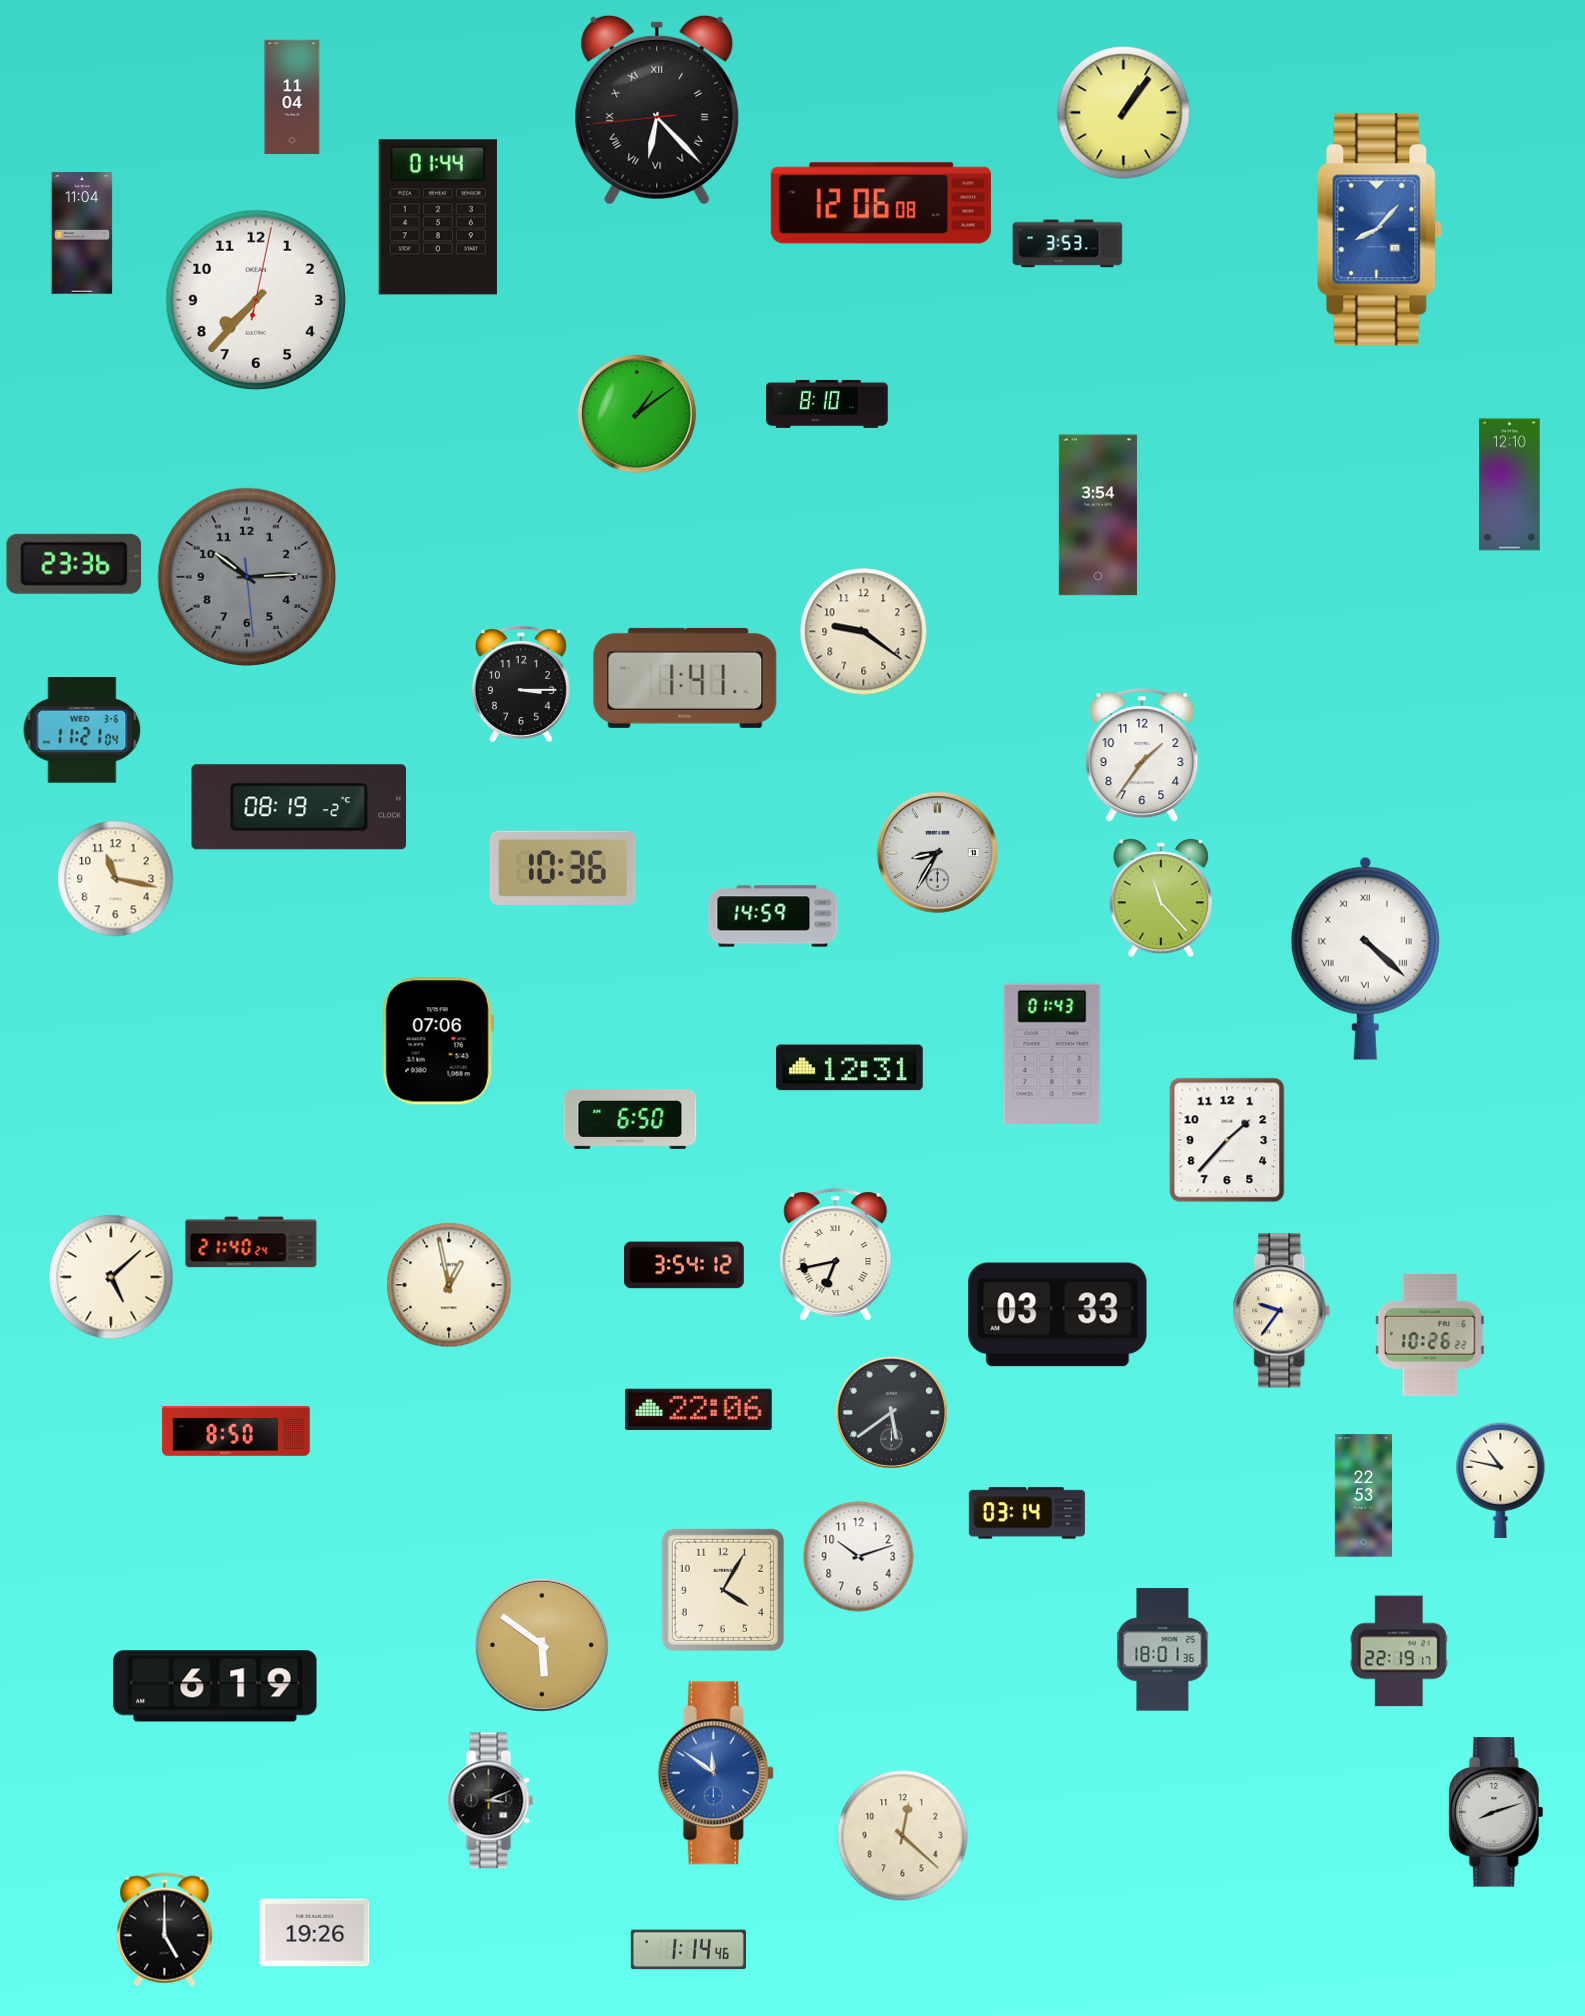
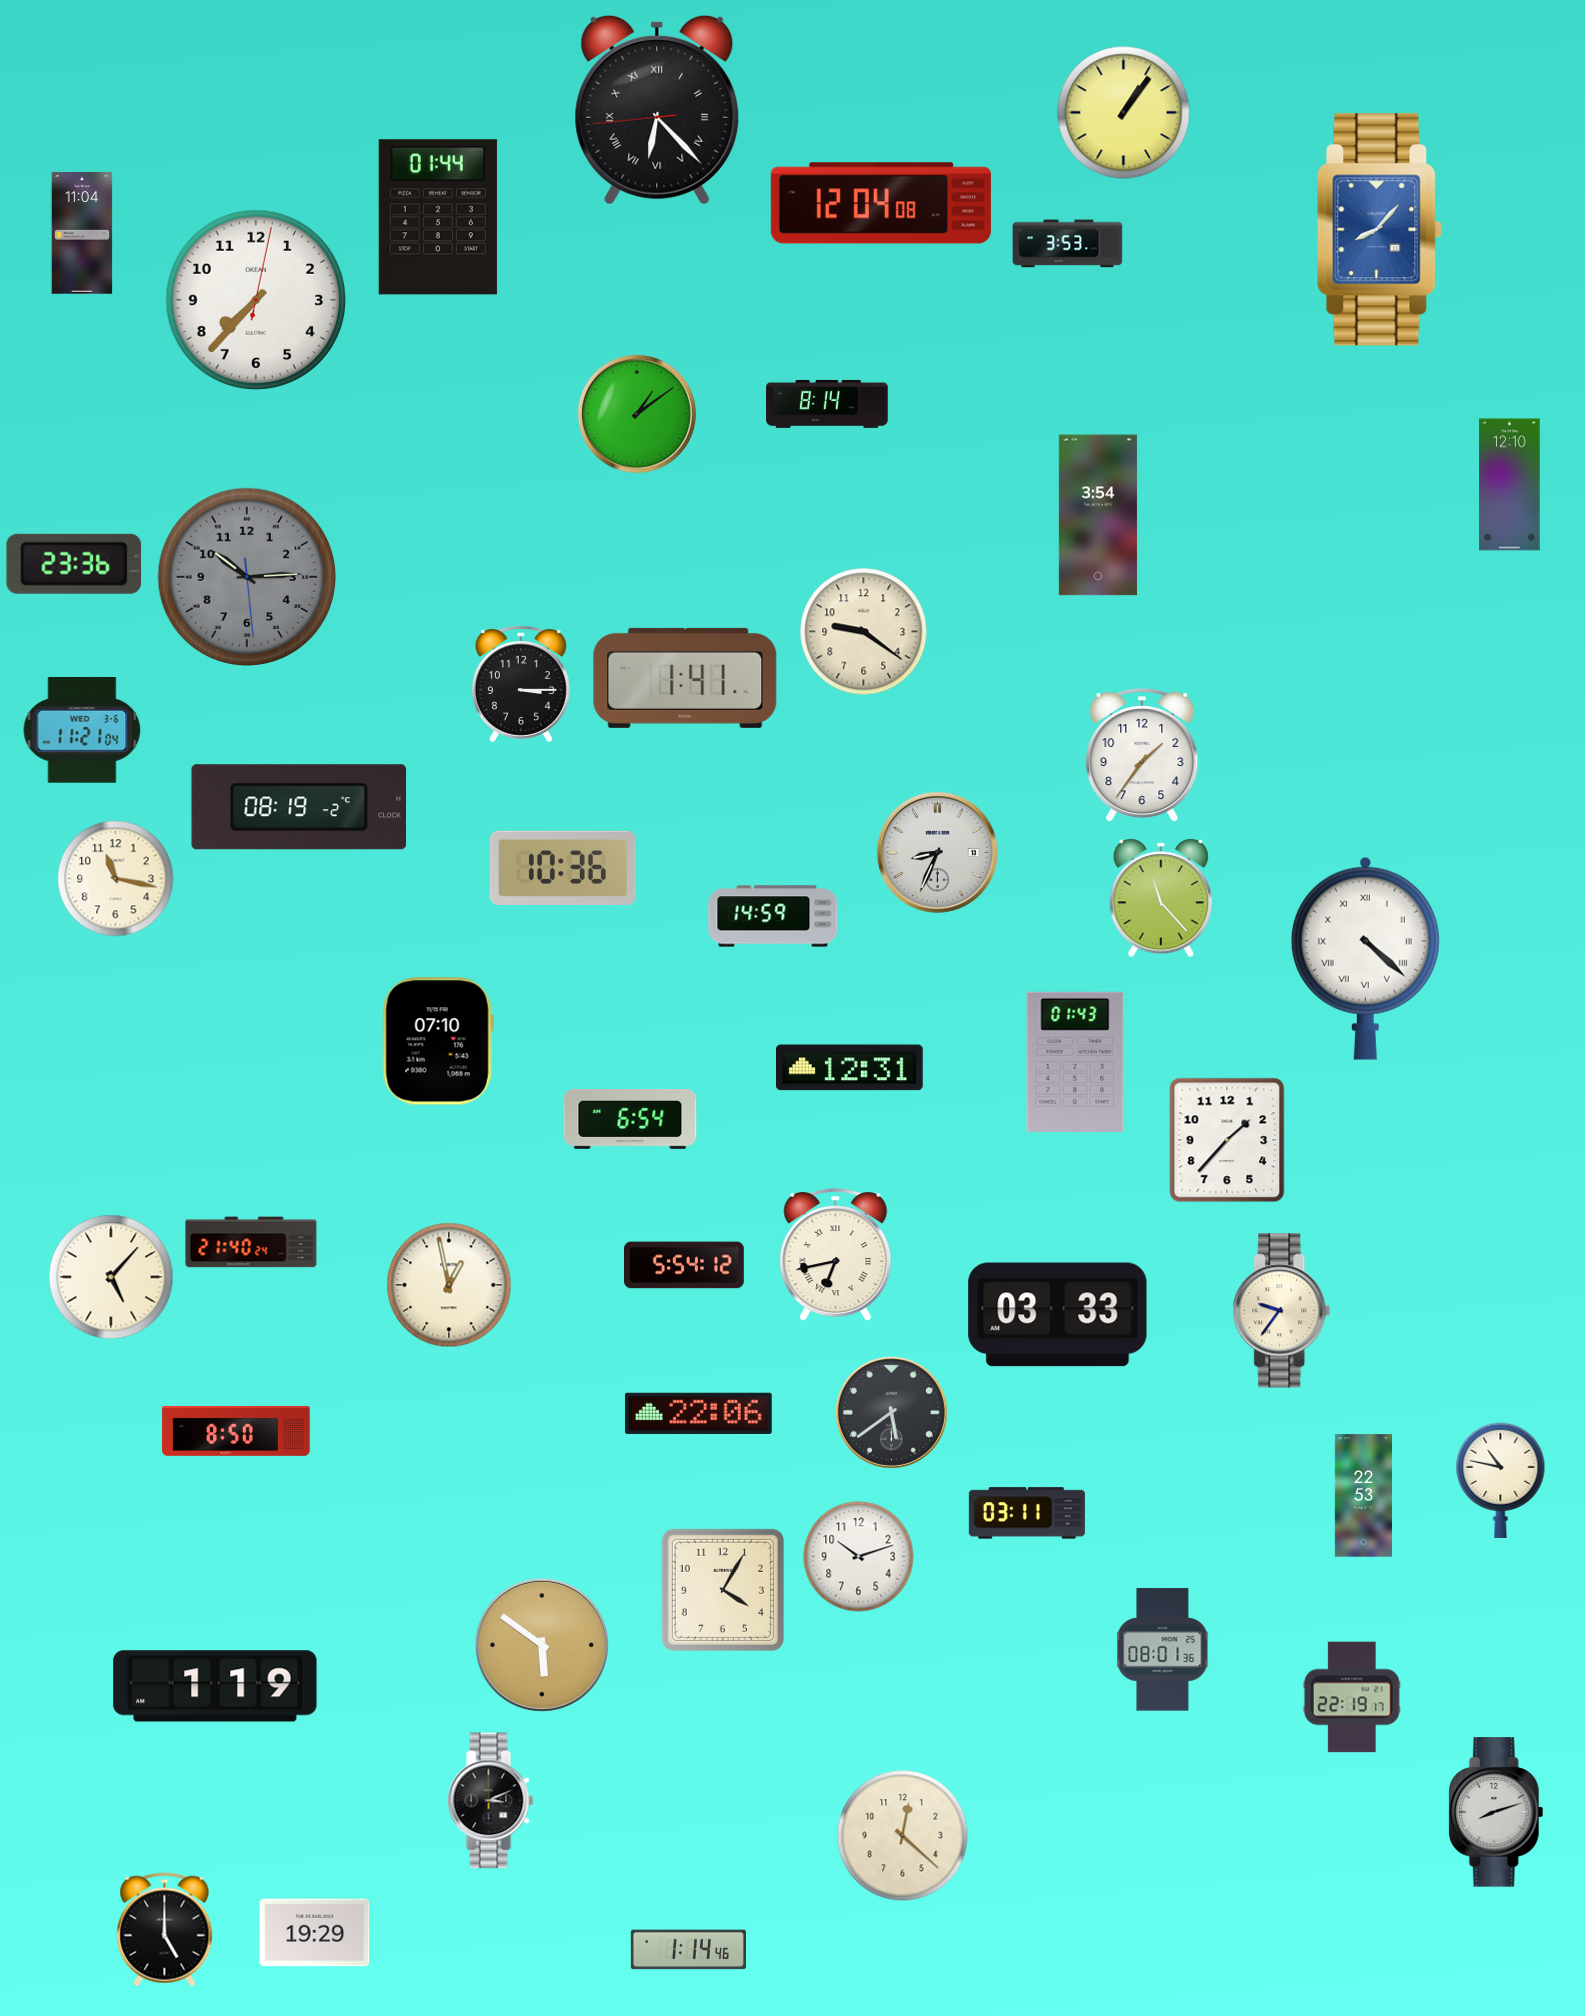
clock at (292, 97): 11:04 -> none
clock at (881, 203): 12:06 -> 12:04
clock at (827, 404): 8:10 -> 8:14
clock at (937, 852): 8:35 -> 8:34
clock at (438, 1041): 07:06 -> 07:10
clock at (1052, 1054) position: (1052, 1054) -> (1075, 1062)
clock at (630, 1119): 6:50 -> 6:54
clock at (685, 1265): 3:54 -> 5:54
clock at (111, 1277): 5:08 -> 5:07
clock at (1430, 1335): 10:26 -> none
clock at (699, 1409) position: (699, 1409) -> (699, 1413)
clock at (1027, 1513): 03:14 -> 03:11
clock at (1163, 1650): 18:01 -> 08:01
clock at (1399, 1651) position: (1399, 1651) -> (1352, 1697)
clock at (215, 1686): 6:19 -> 1:19
clock at (716, 1773): 11:51 -> none
clock at (315, 1933): 19:26 -> 19:29
